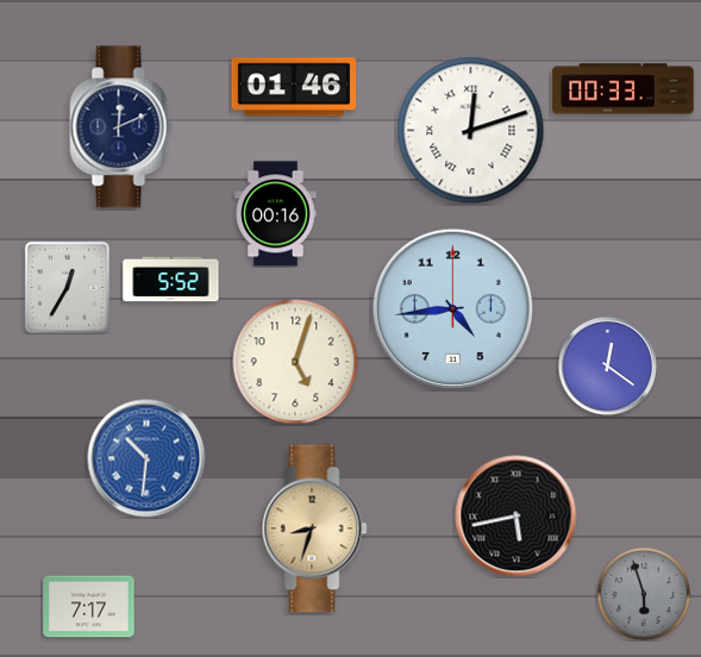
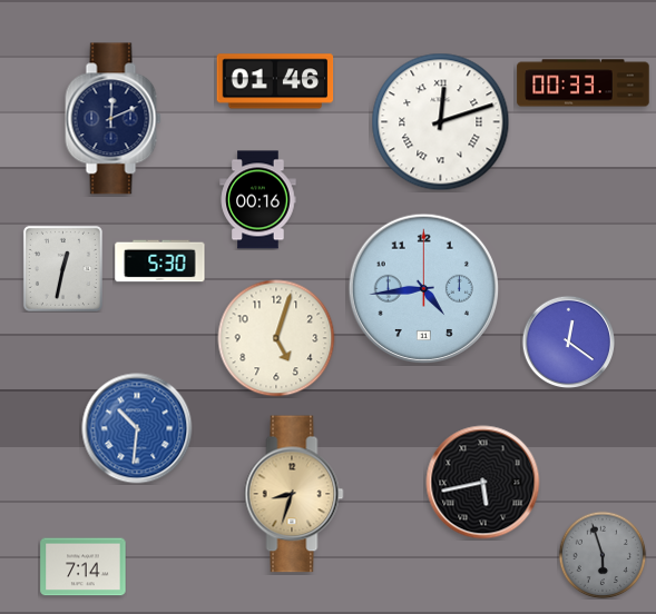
clock at (171, 280): 5:52 -> 5:30
clock at (67, 287): 12:35 -> 12:32
clock at (89, 607): 7:17 -> 7:14
